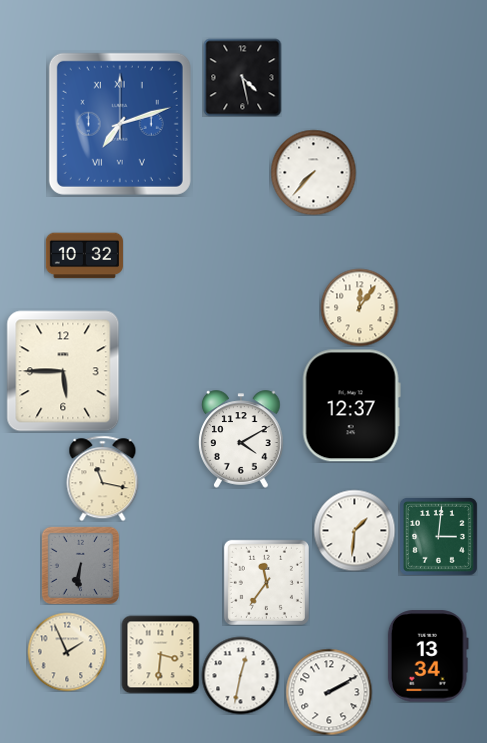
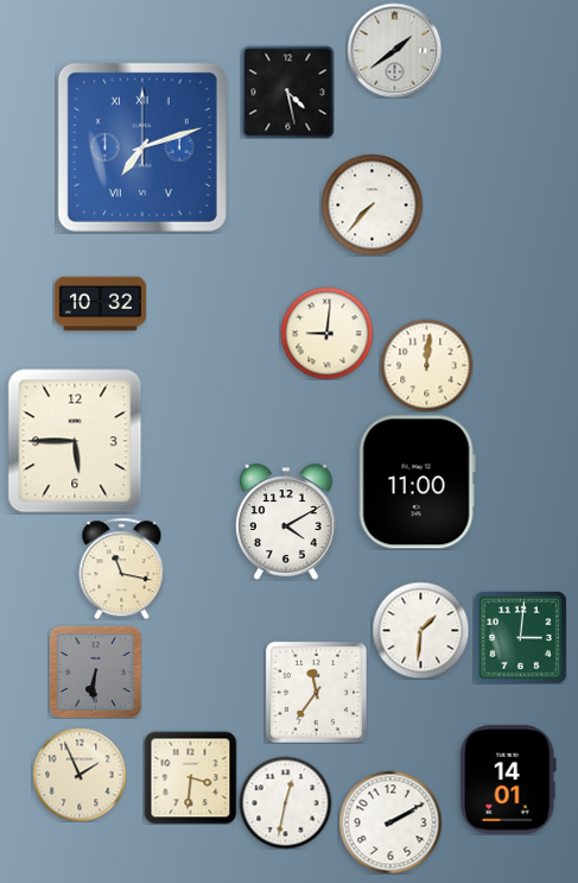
clock at (394, 50): none -> 1:39
clock at (326, 333): none -> 9:01
clock at (359, 307): 12:06 -> 12:01
clock at (351, 406): 12:37 -> 11:00
clock at (428, 656): 13:34 -> 14:01
